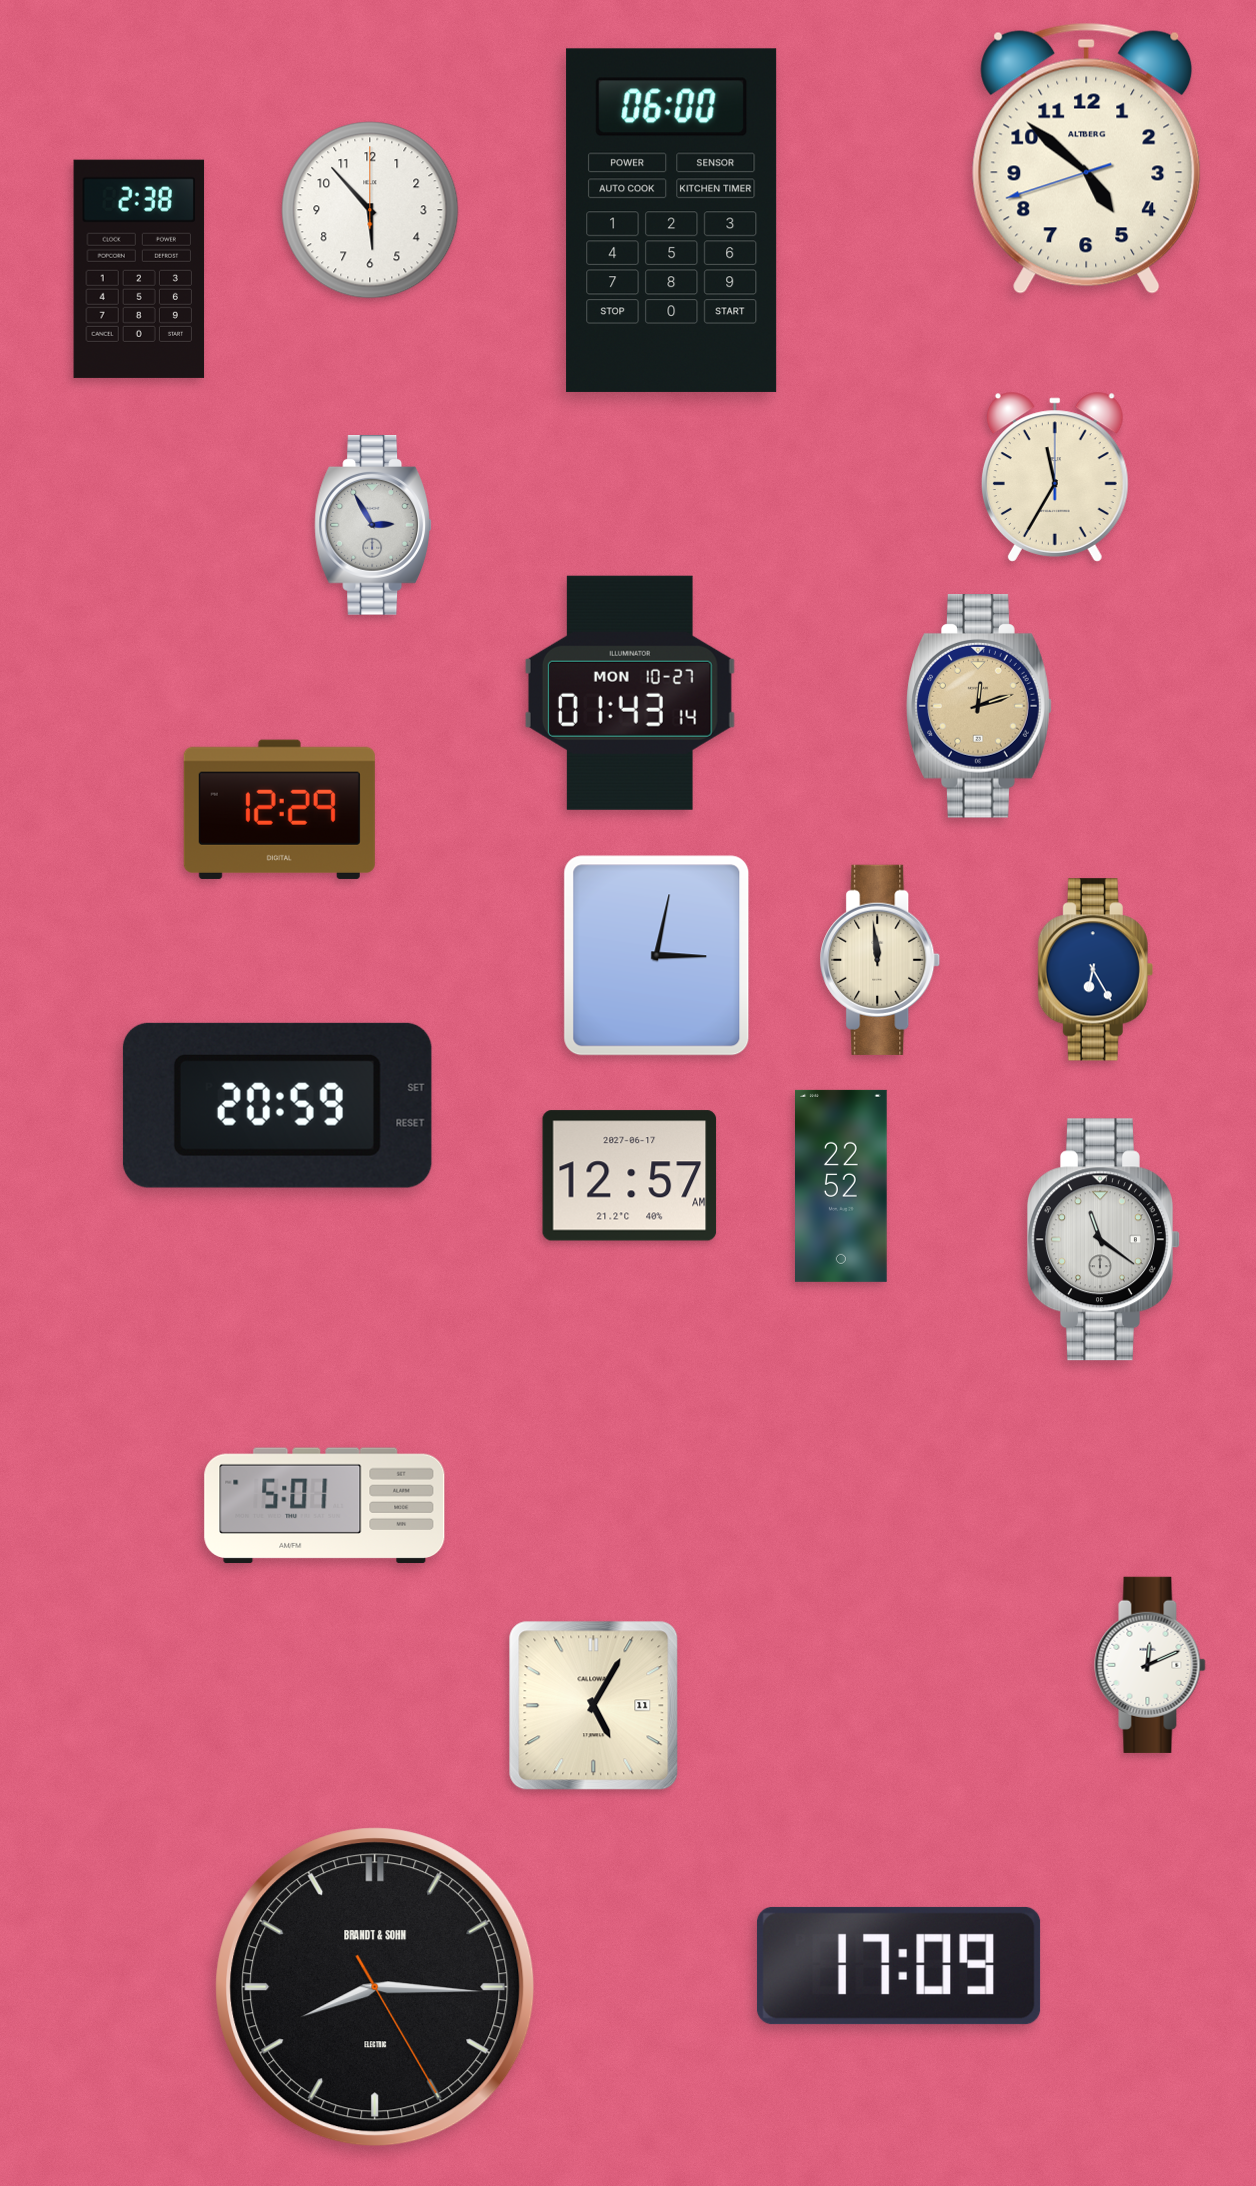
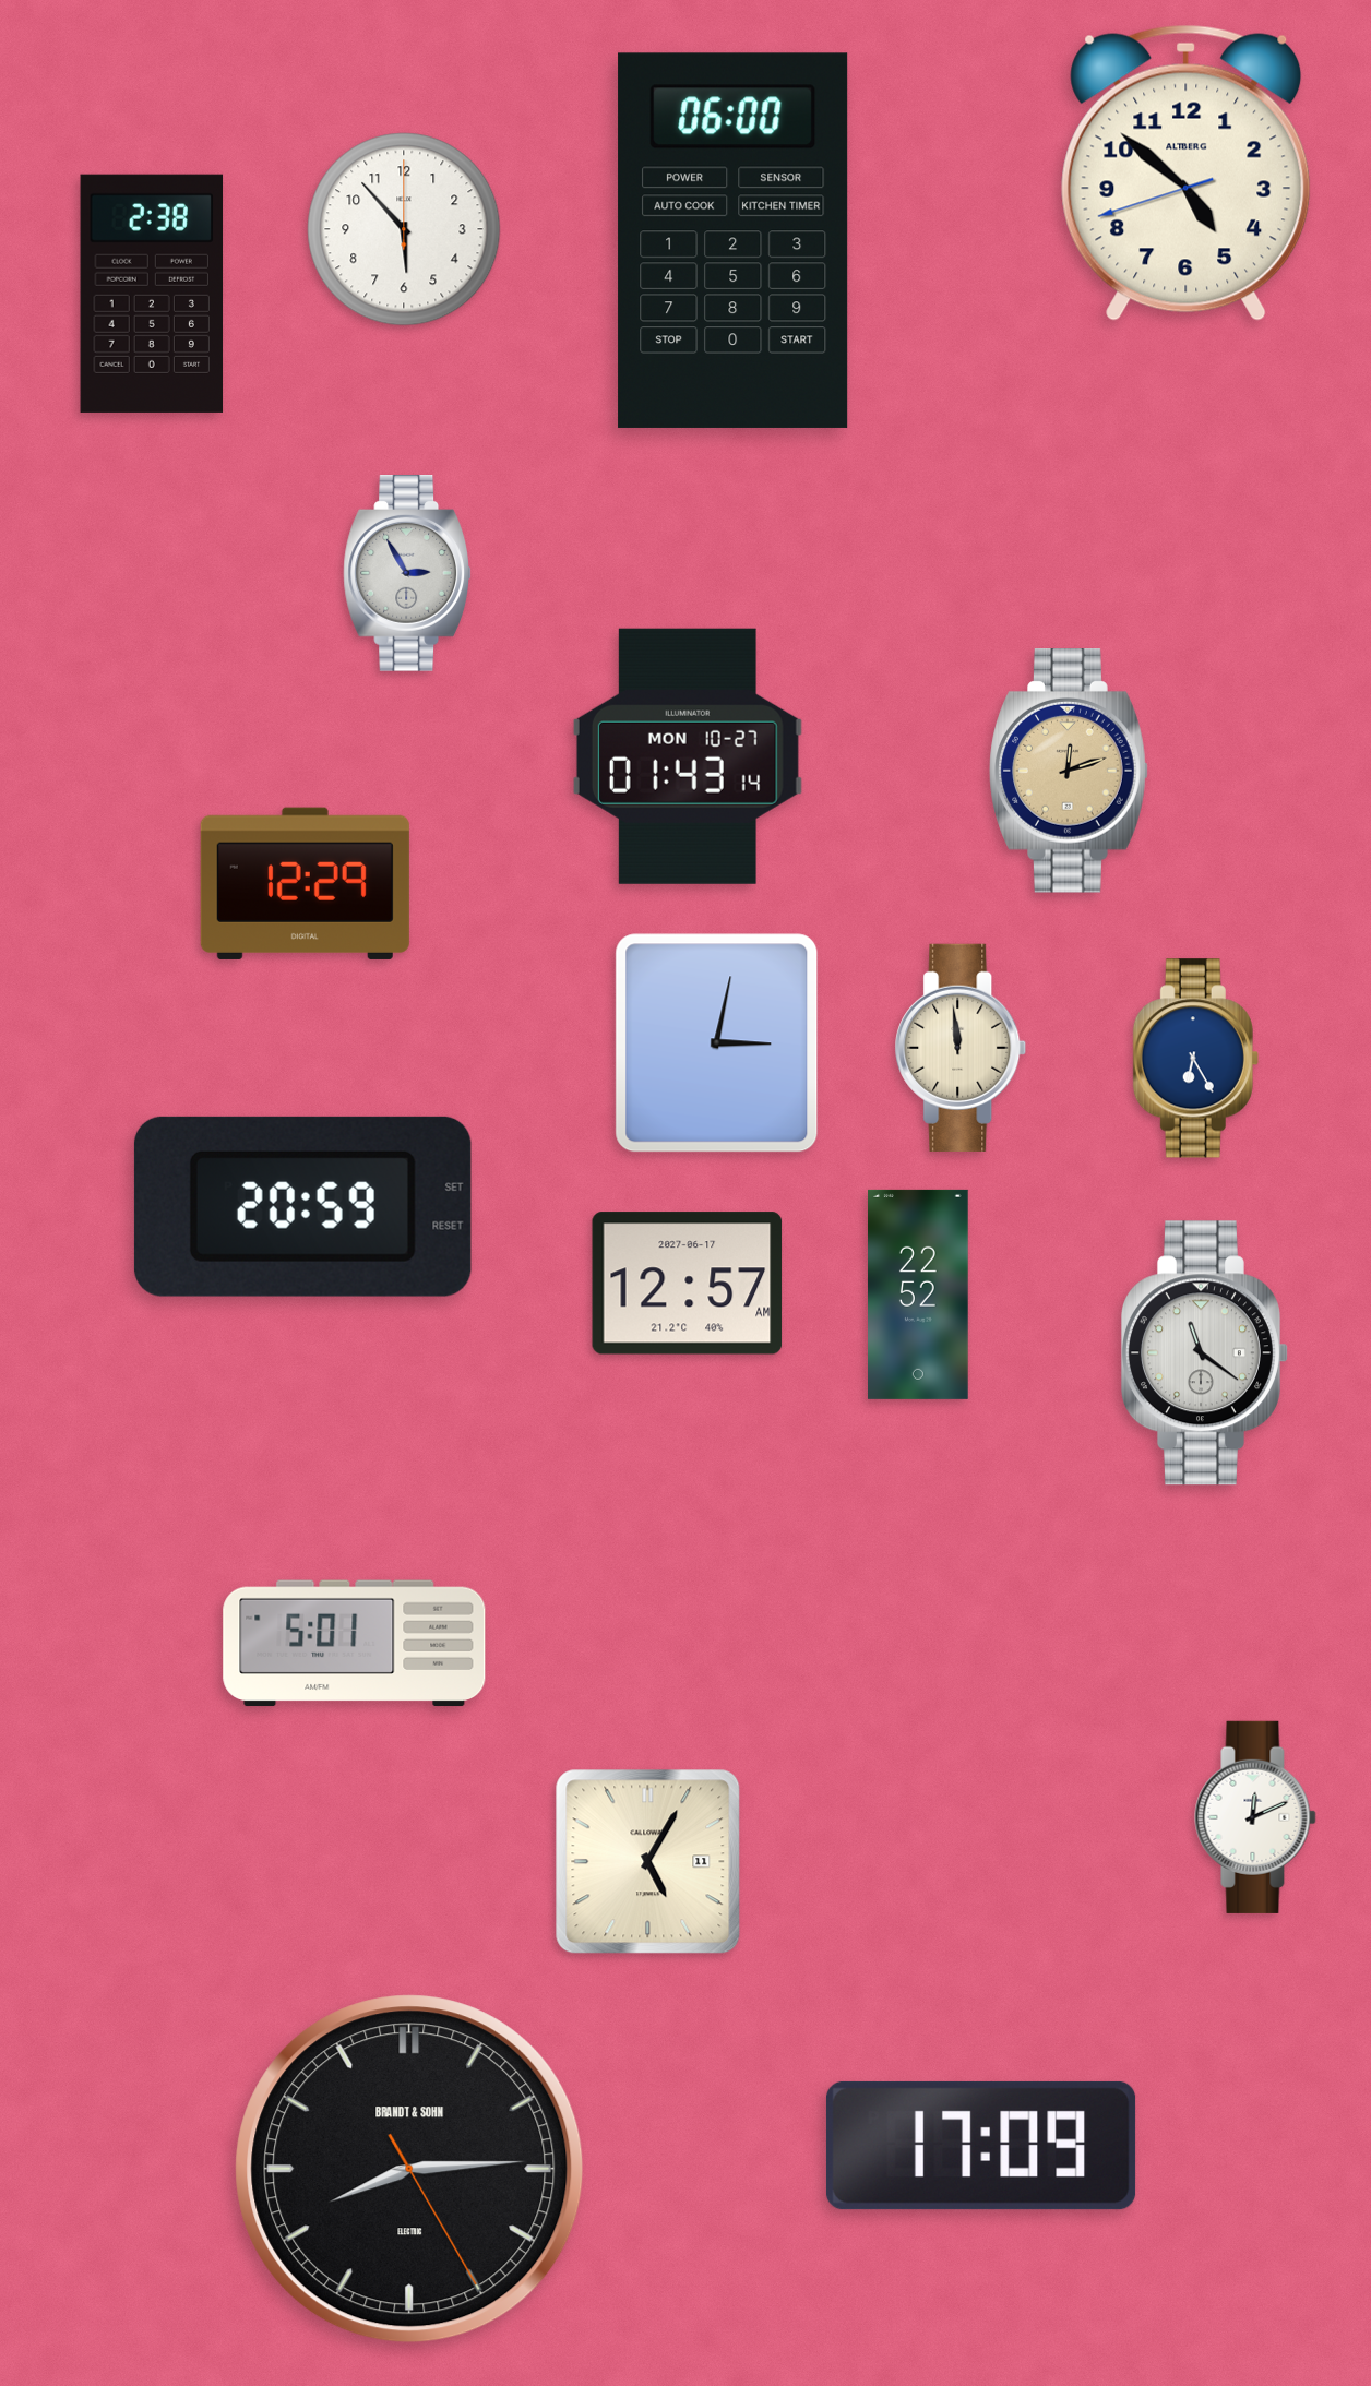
clock at (1055, 477): 11:35 -> none
clock at (375, 1987): 8:15 -> 8:14
